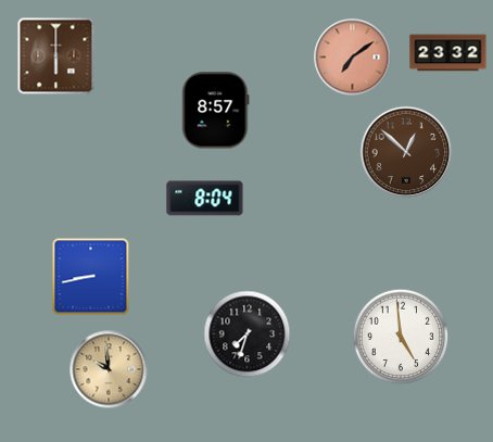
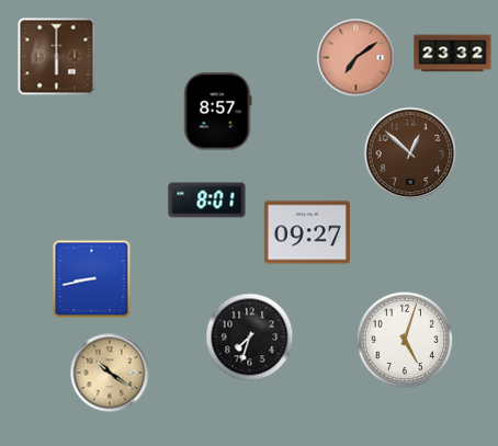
clock at (205, 199): 8:04 -> 8:01
clock at (307, 232): none -> 09:27
clock at (401, 337): 4:59 -> 5:03
clock at (109, 369): 9:59 -> 10:21
